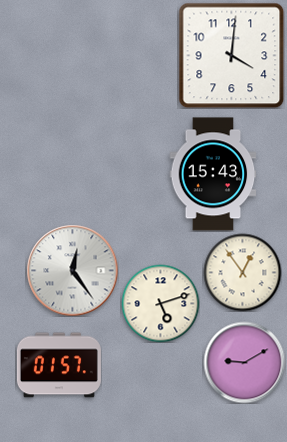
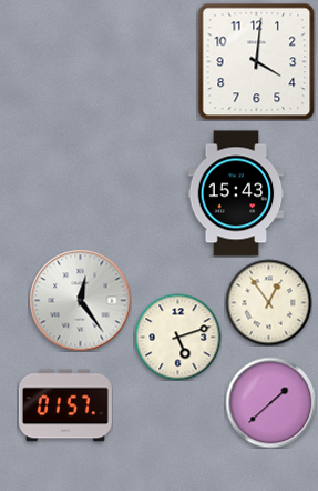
clock at (244, 362): 9:10 -> 1:38
